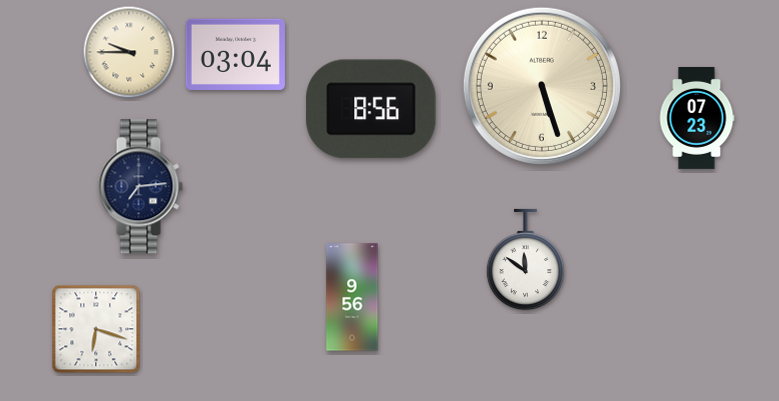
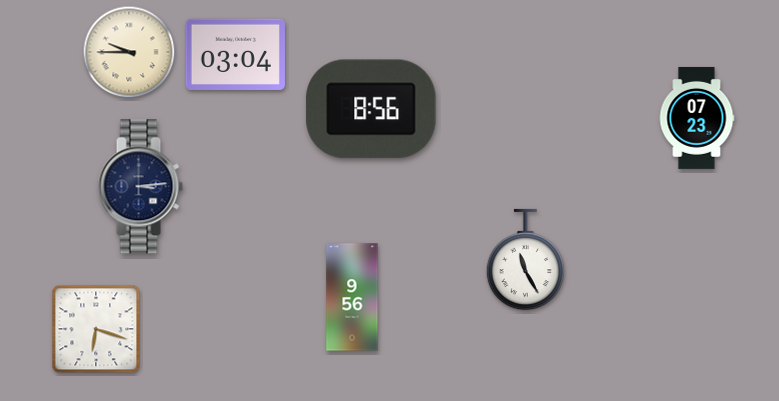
clock at (542, 86): 5:27 -> none
clock at (140, 187): 7:14 -> 3:14
clock at (525, 260): 11:51 -> 11:25
